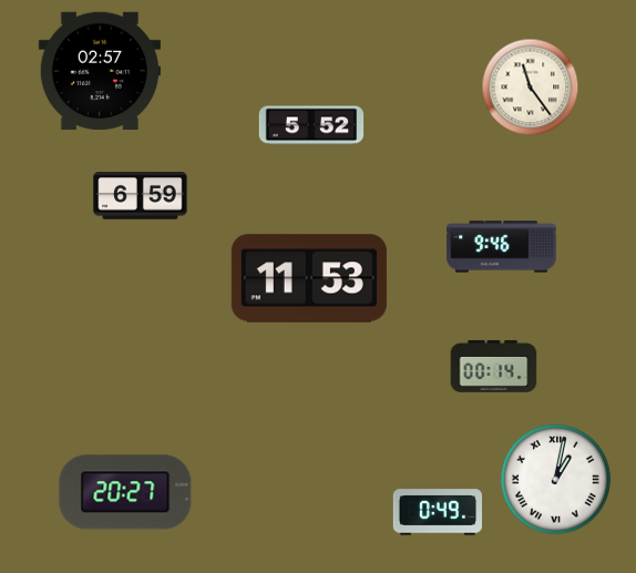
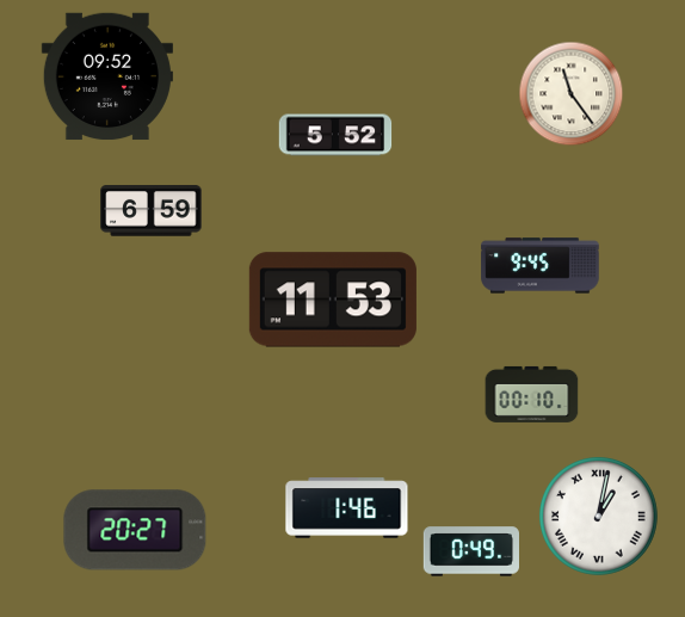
clock at (100, 71): 02:57 -> 09:52
clock at (502, 247): 9:46 -> 9:45
clock at (494, 366): 00:14 -> 00:10
clock at (347, 508): none -> 1:46
